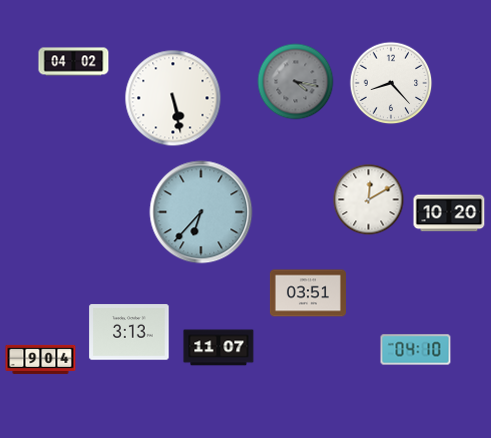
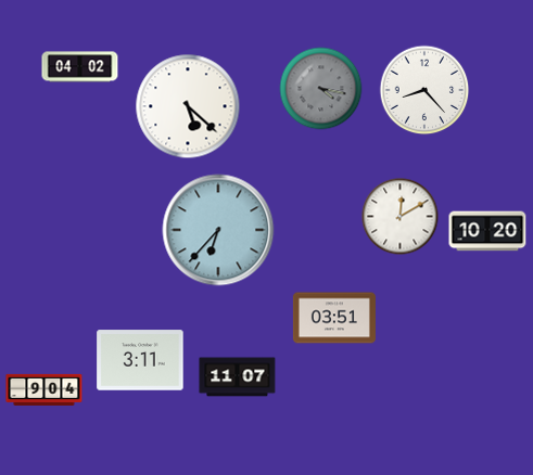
clock at (173, 98): 5:28 -> 5:22
clock at (129, 332): 3:13 -> 3:11
clock at (416, 350): 04:10 -> none
